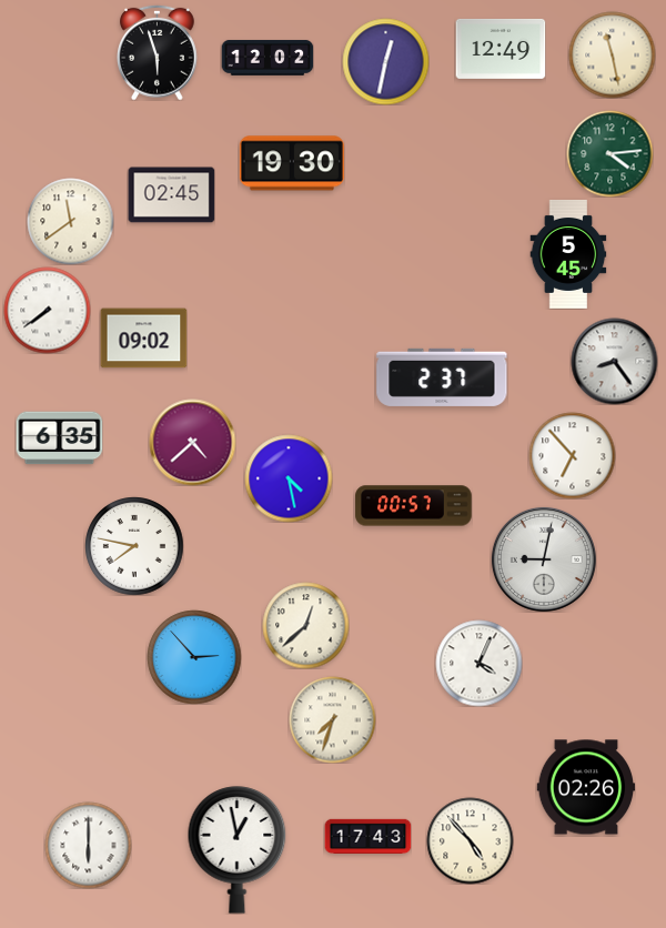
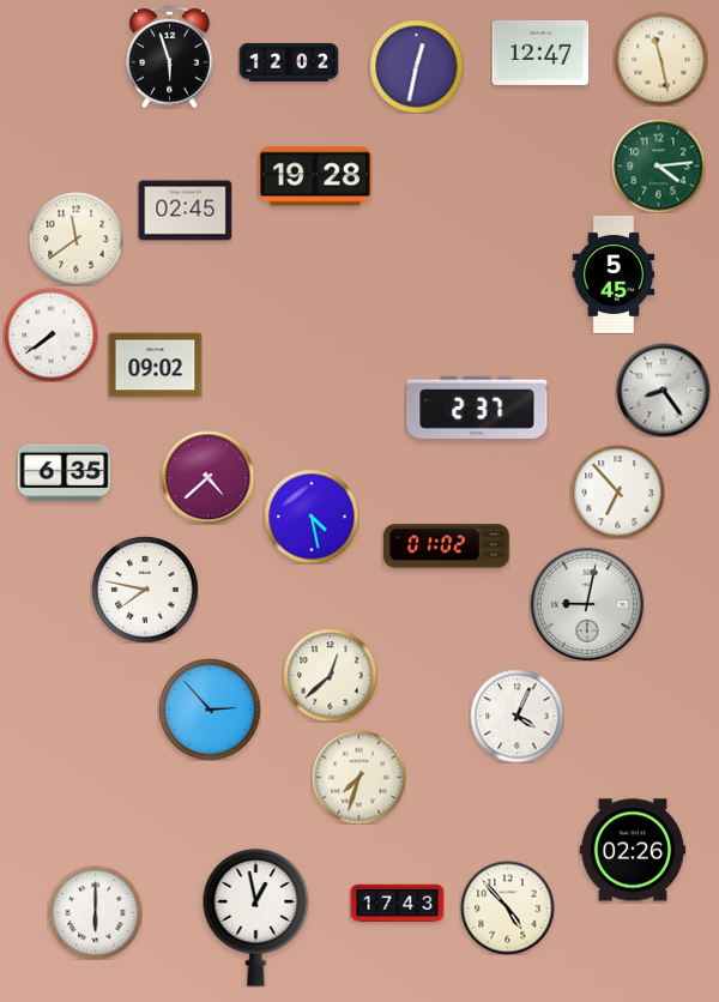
clock at (501, 49): 12:49 -> 12:47
clock at (292, 163): 19:30 -> 19:28
clock at (414, 506): 00:57 -> 01:02
